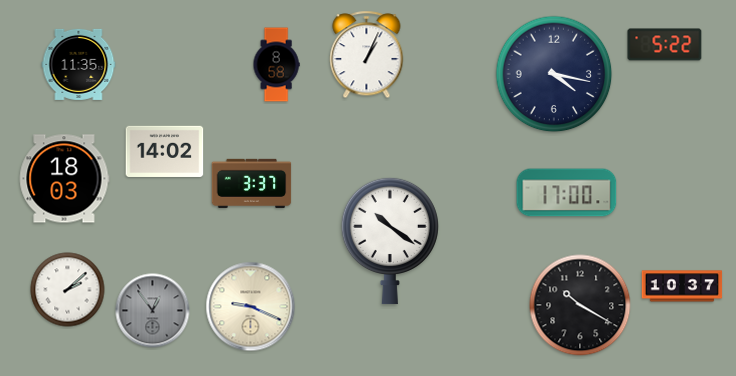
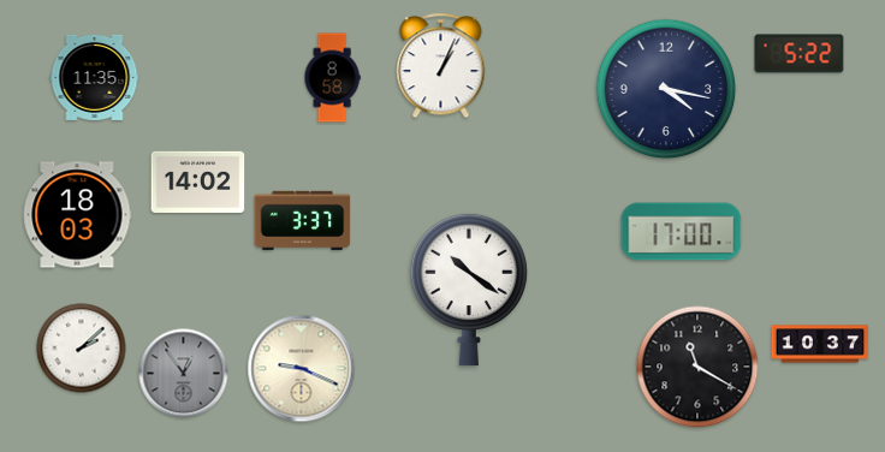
clock at (580, 305): 10:20 -> 11:20
